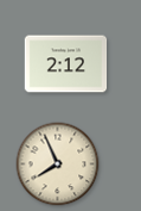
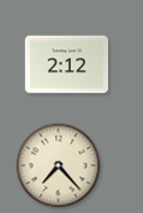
clock at (58, 165): 7:56 -> 7:23
